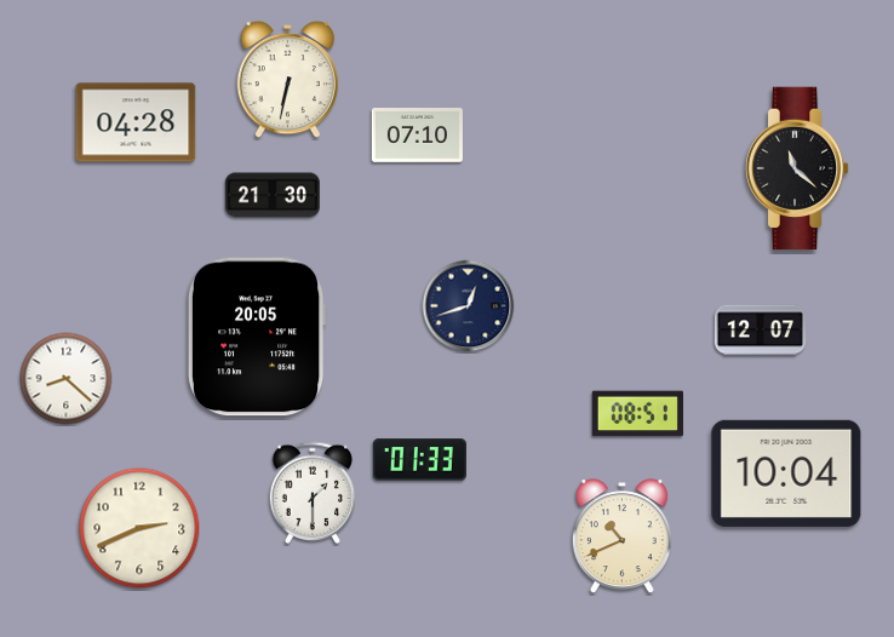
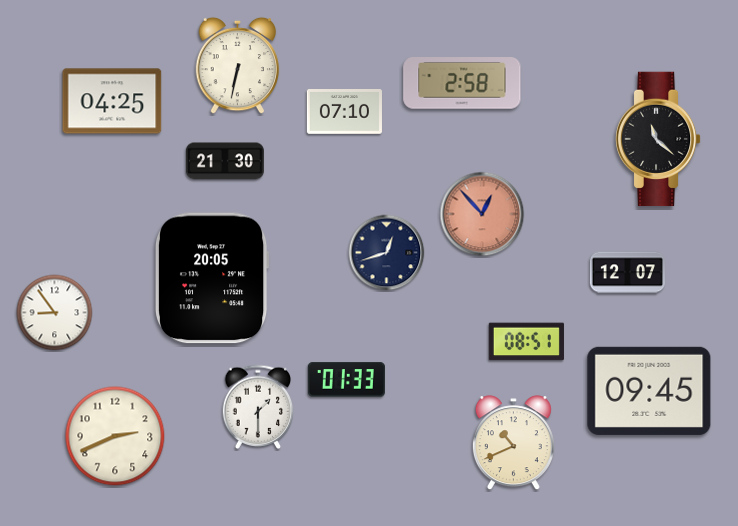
clock at (462, 83): none -> 2:58
clock at (136, 122): 04:28 -> 04:25
clock at (482, 214): none -> 12:53
clock at (67, 379): 8:22 -> 8:54
clock at (786, 474): 10:04 -> 09:45
